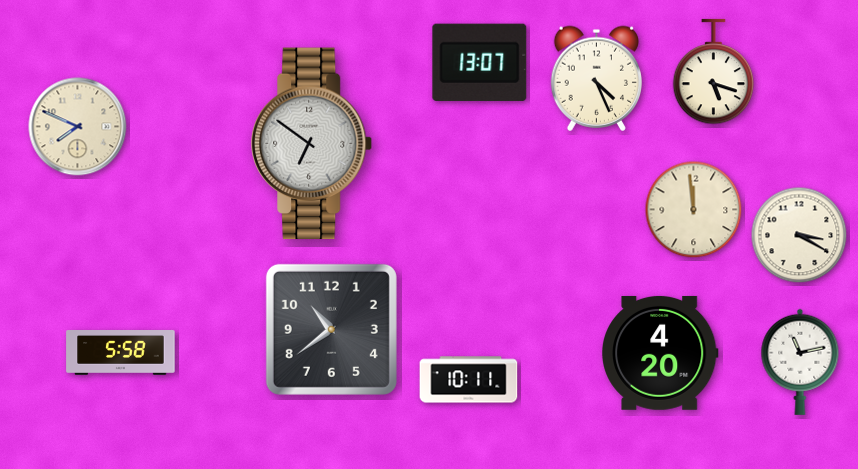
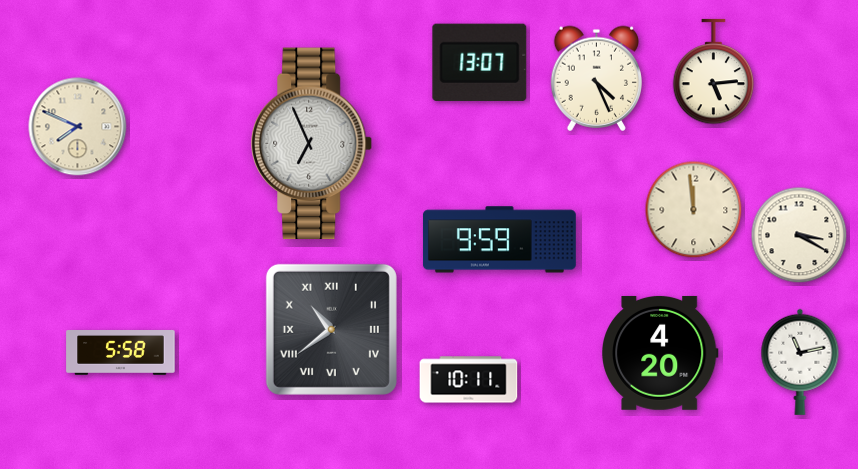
clock at (714, 72): 5:18 -> 5:14
clock at (312, 144): 6:51 -> 6:56
clock at (499, 240): none -> 9:59
clock at (331, 329) numerals: Arabic -> Roman
